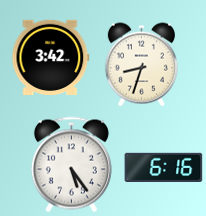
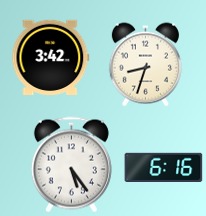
clock at (141, 64) position: (141, 64) -> (145, 64)
